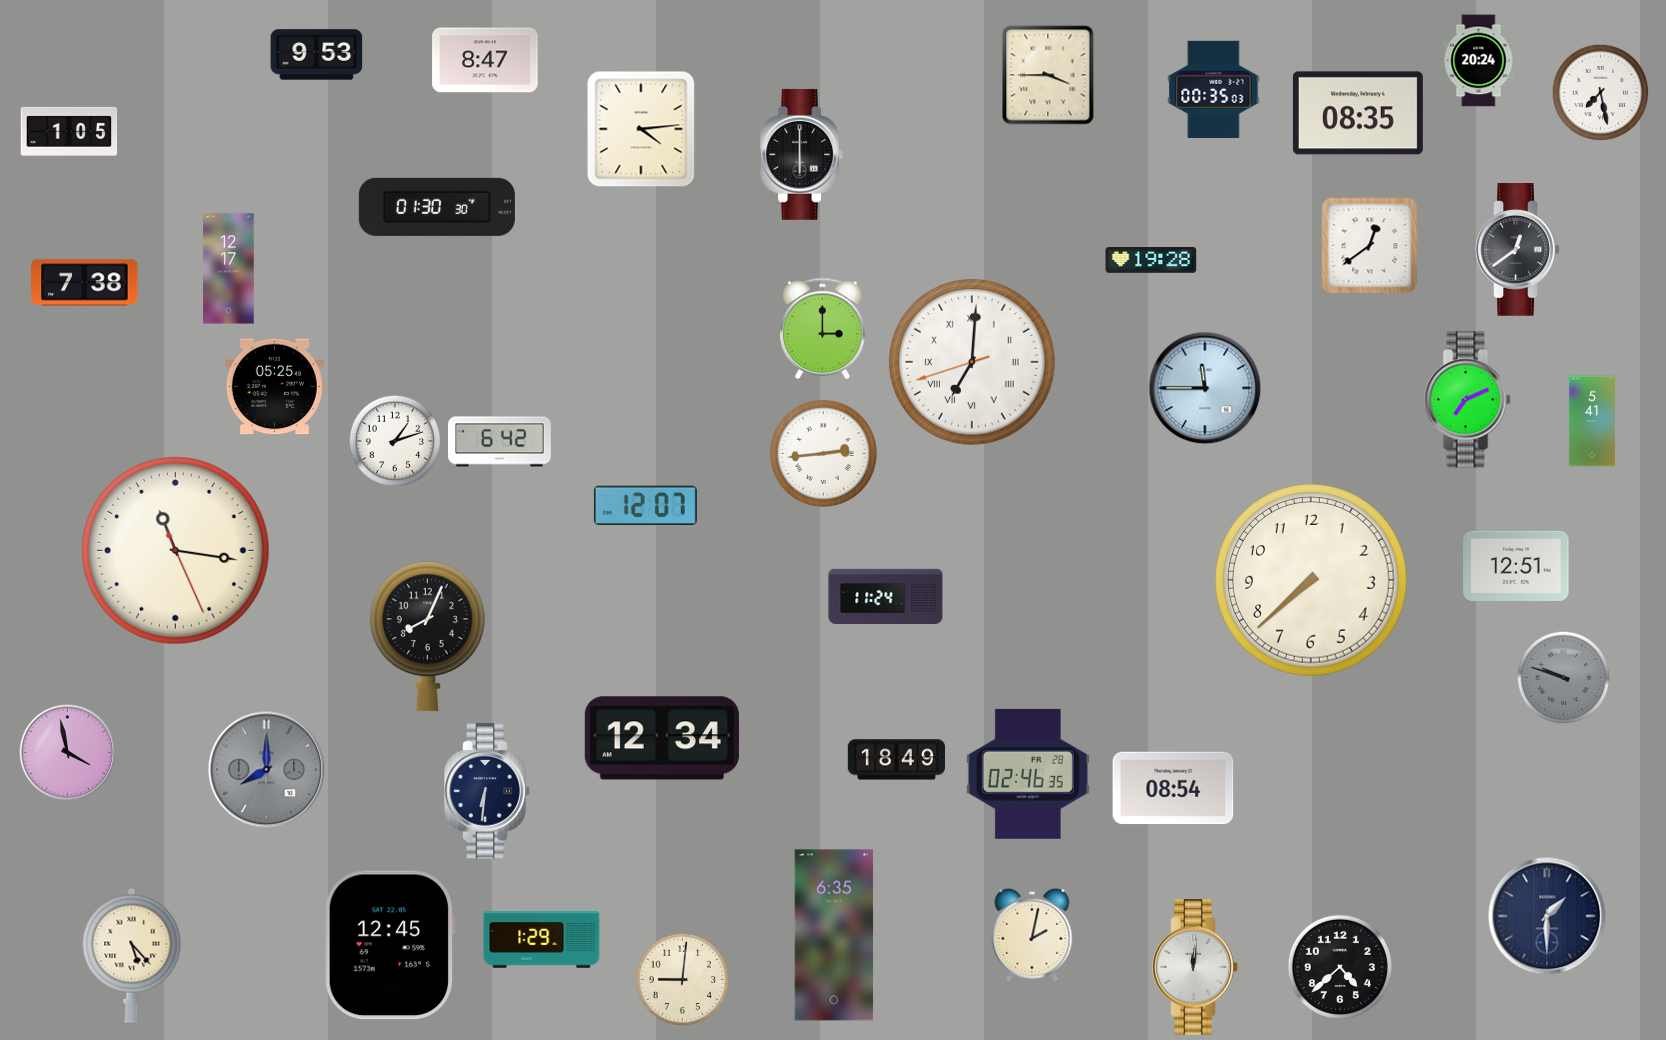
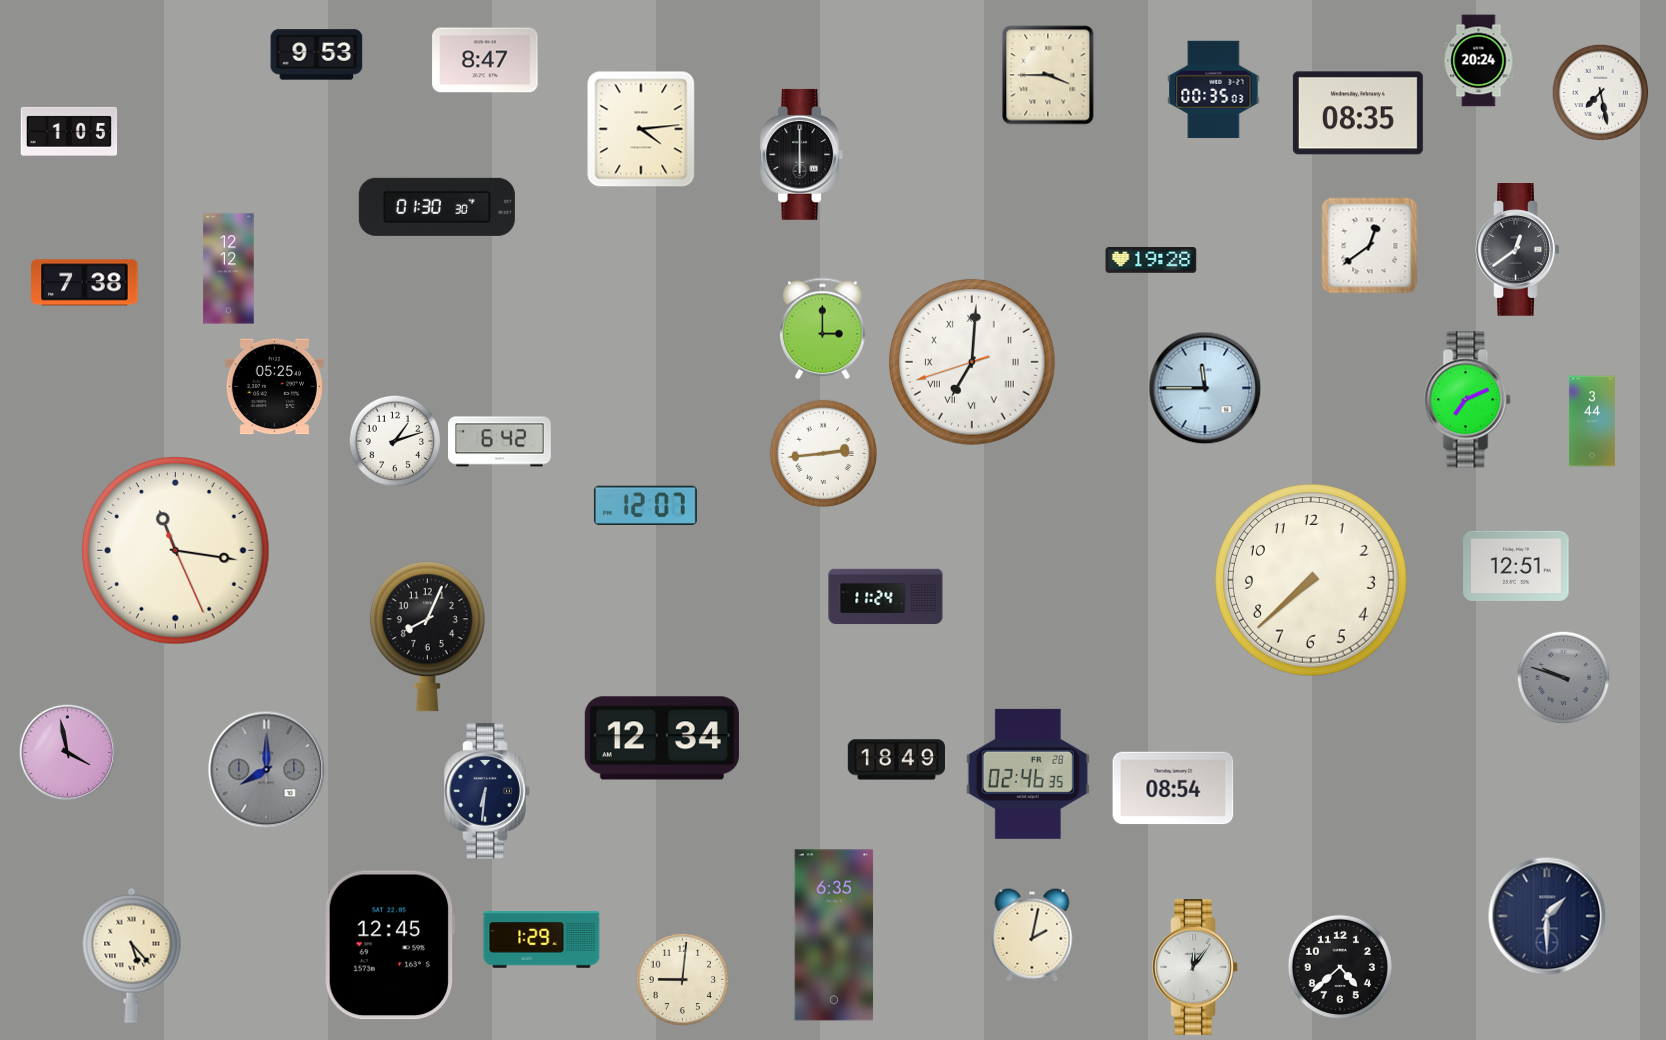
clock at (229, 269): 12:17 -> 12:12
clock at (1592, 421): 5:41 -> 3:44
clock at (1195, 967): 12:01 -> 12:06
